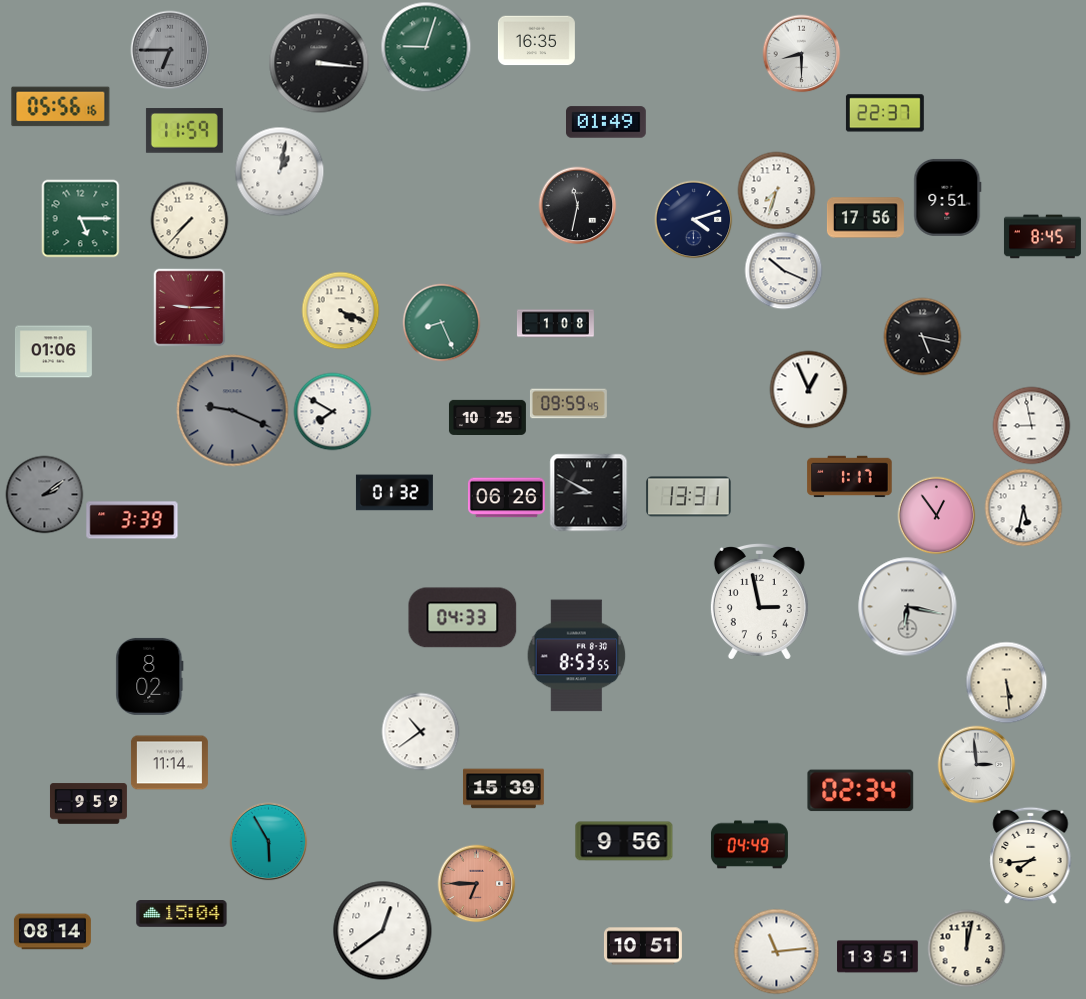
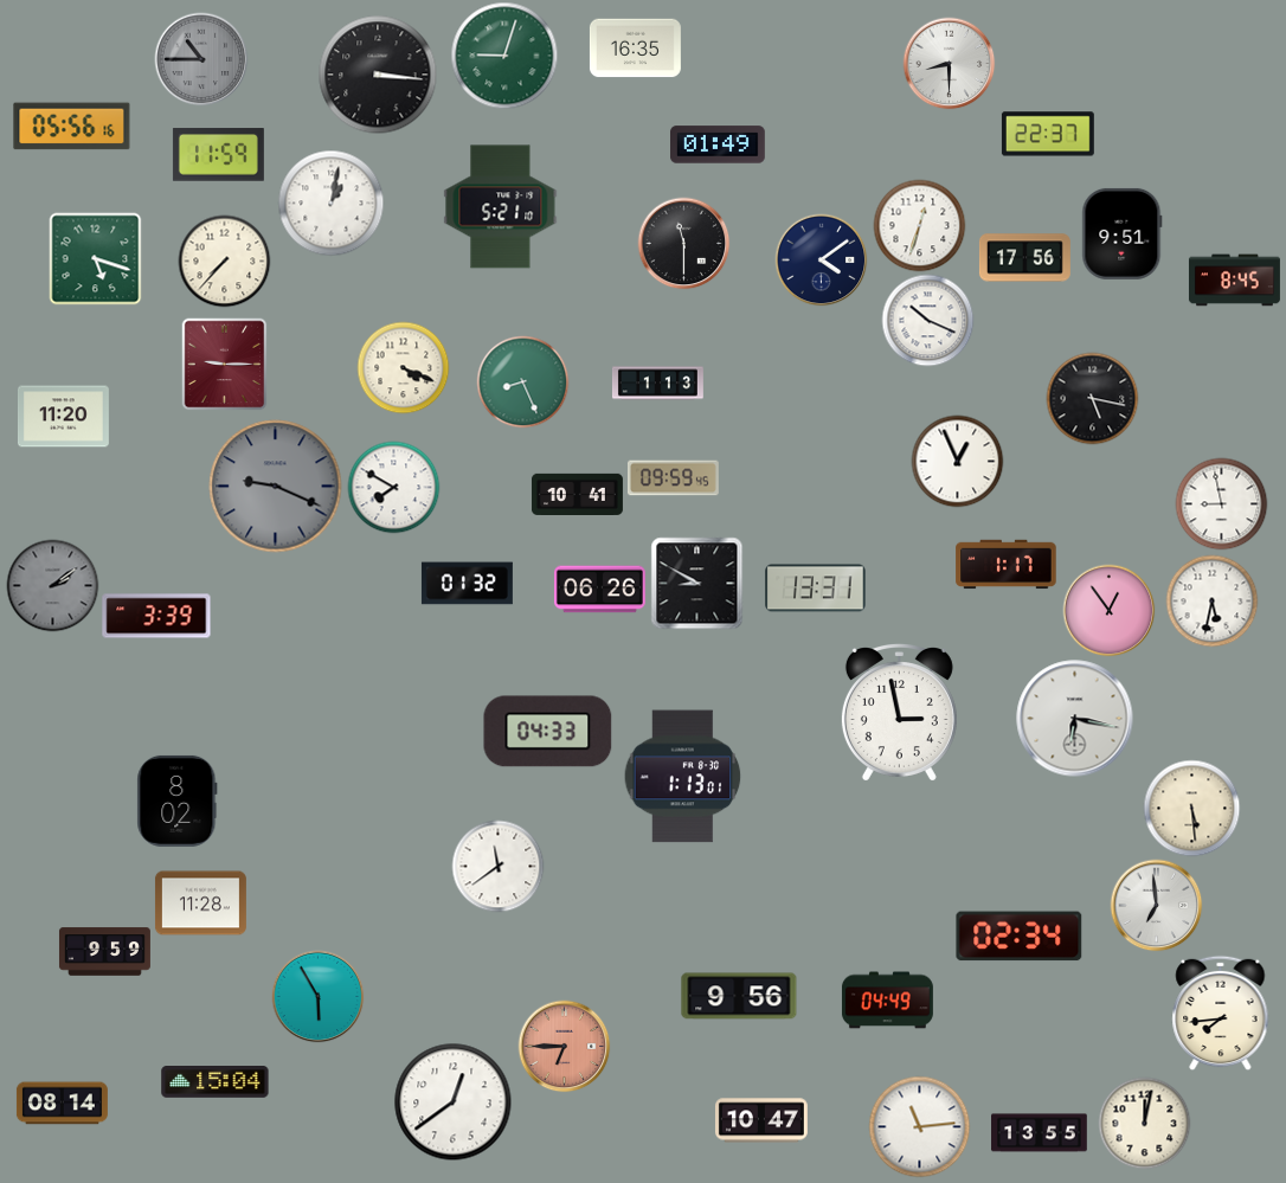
clock at (170, 50): 6:45 -> 10:45
clock at (501, 207): none -> 5:21
clock at (776, 190): 7:33 -> 12:33
clock at (577, 205): 11:32 -> 11:30
clock at (80, 218): 5:15 -> 5:18
clock at (693, 219): 4:12 -> 4:09
clock at (555, 324): 1:08 -> 1:13
clock at (53, 352): 01:06 -> 11:20
clock at (487, 417): 10:25 -> 10:41
clock at (577, 656): 8:53 -> 1:13
clock at (420, 731): 10:39 -> 11:39
clock at (169, 763): 11:14 -> 11:28
clock at (976, 764): 2:59 -> 6:59
clock at (504, 789): 15:39 -> none
clock at (643, 946): 10:51 -> 10:47
clock at (878, 957): 13:51 -> 13:55
